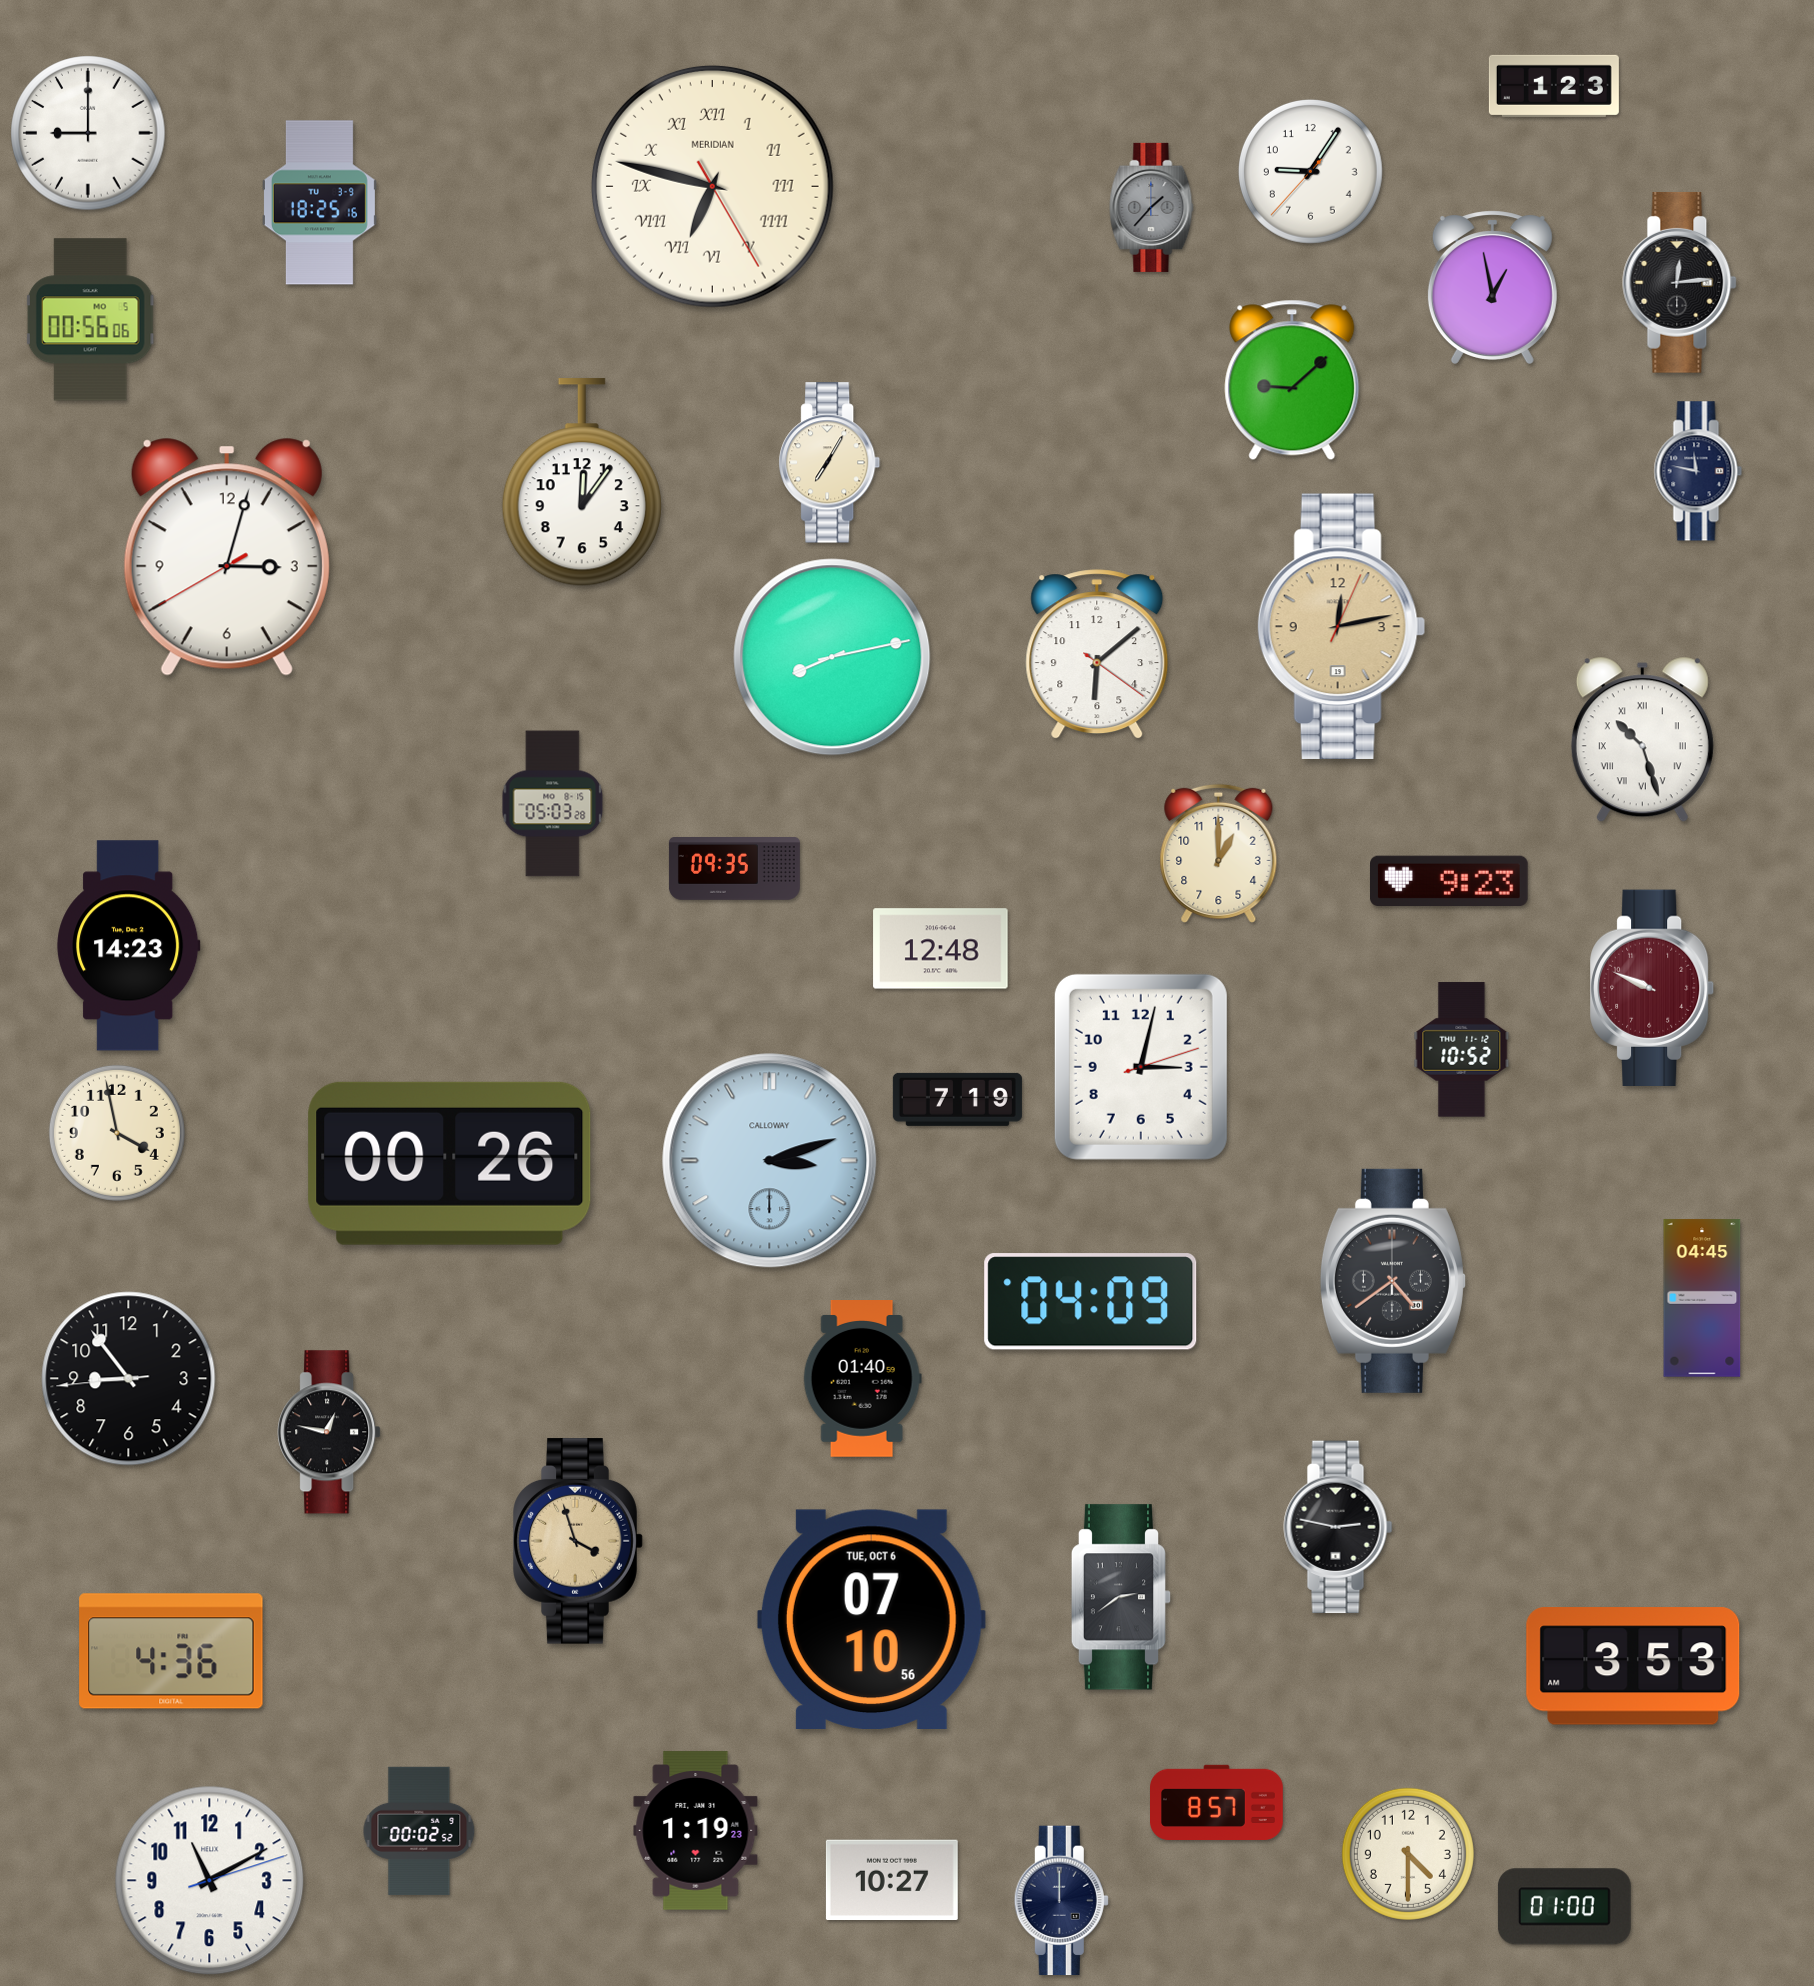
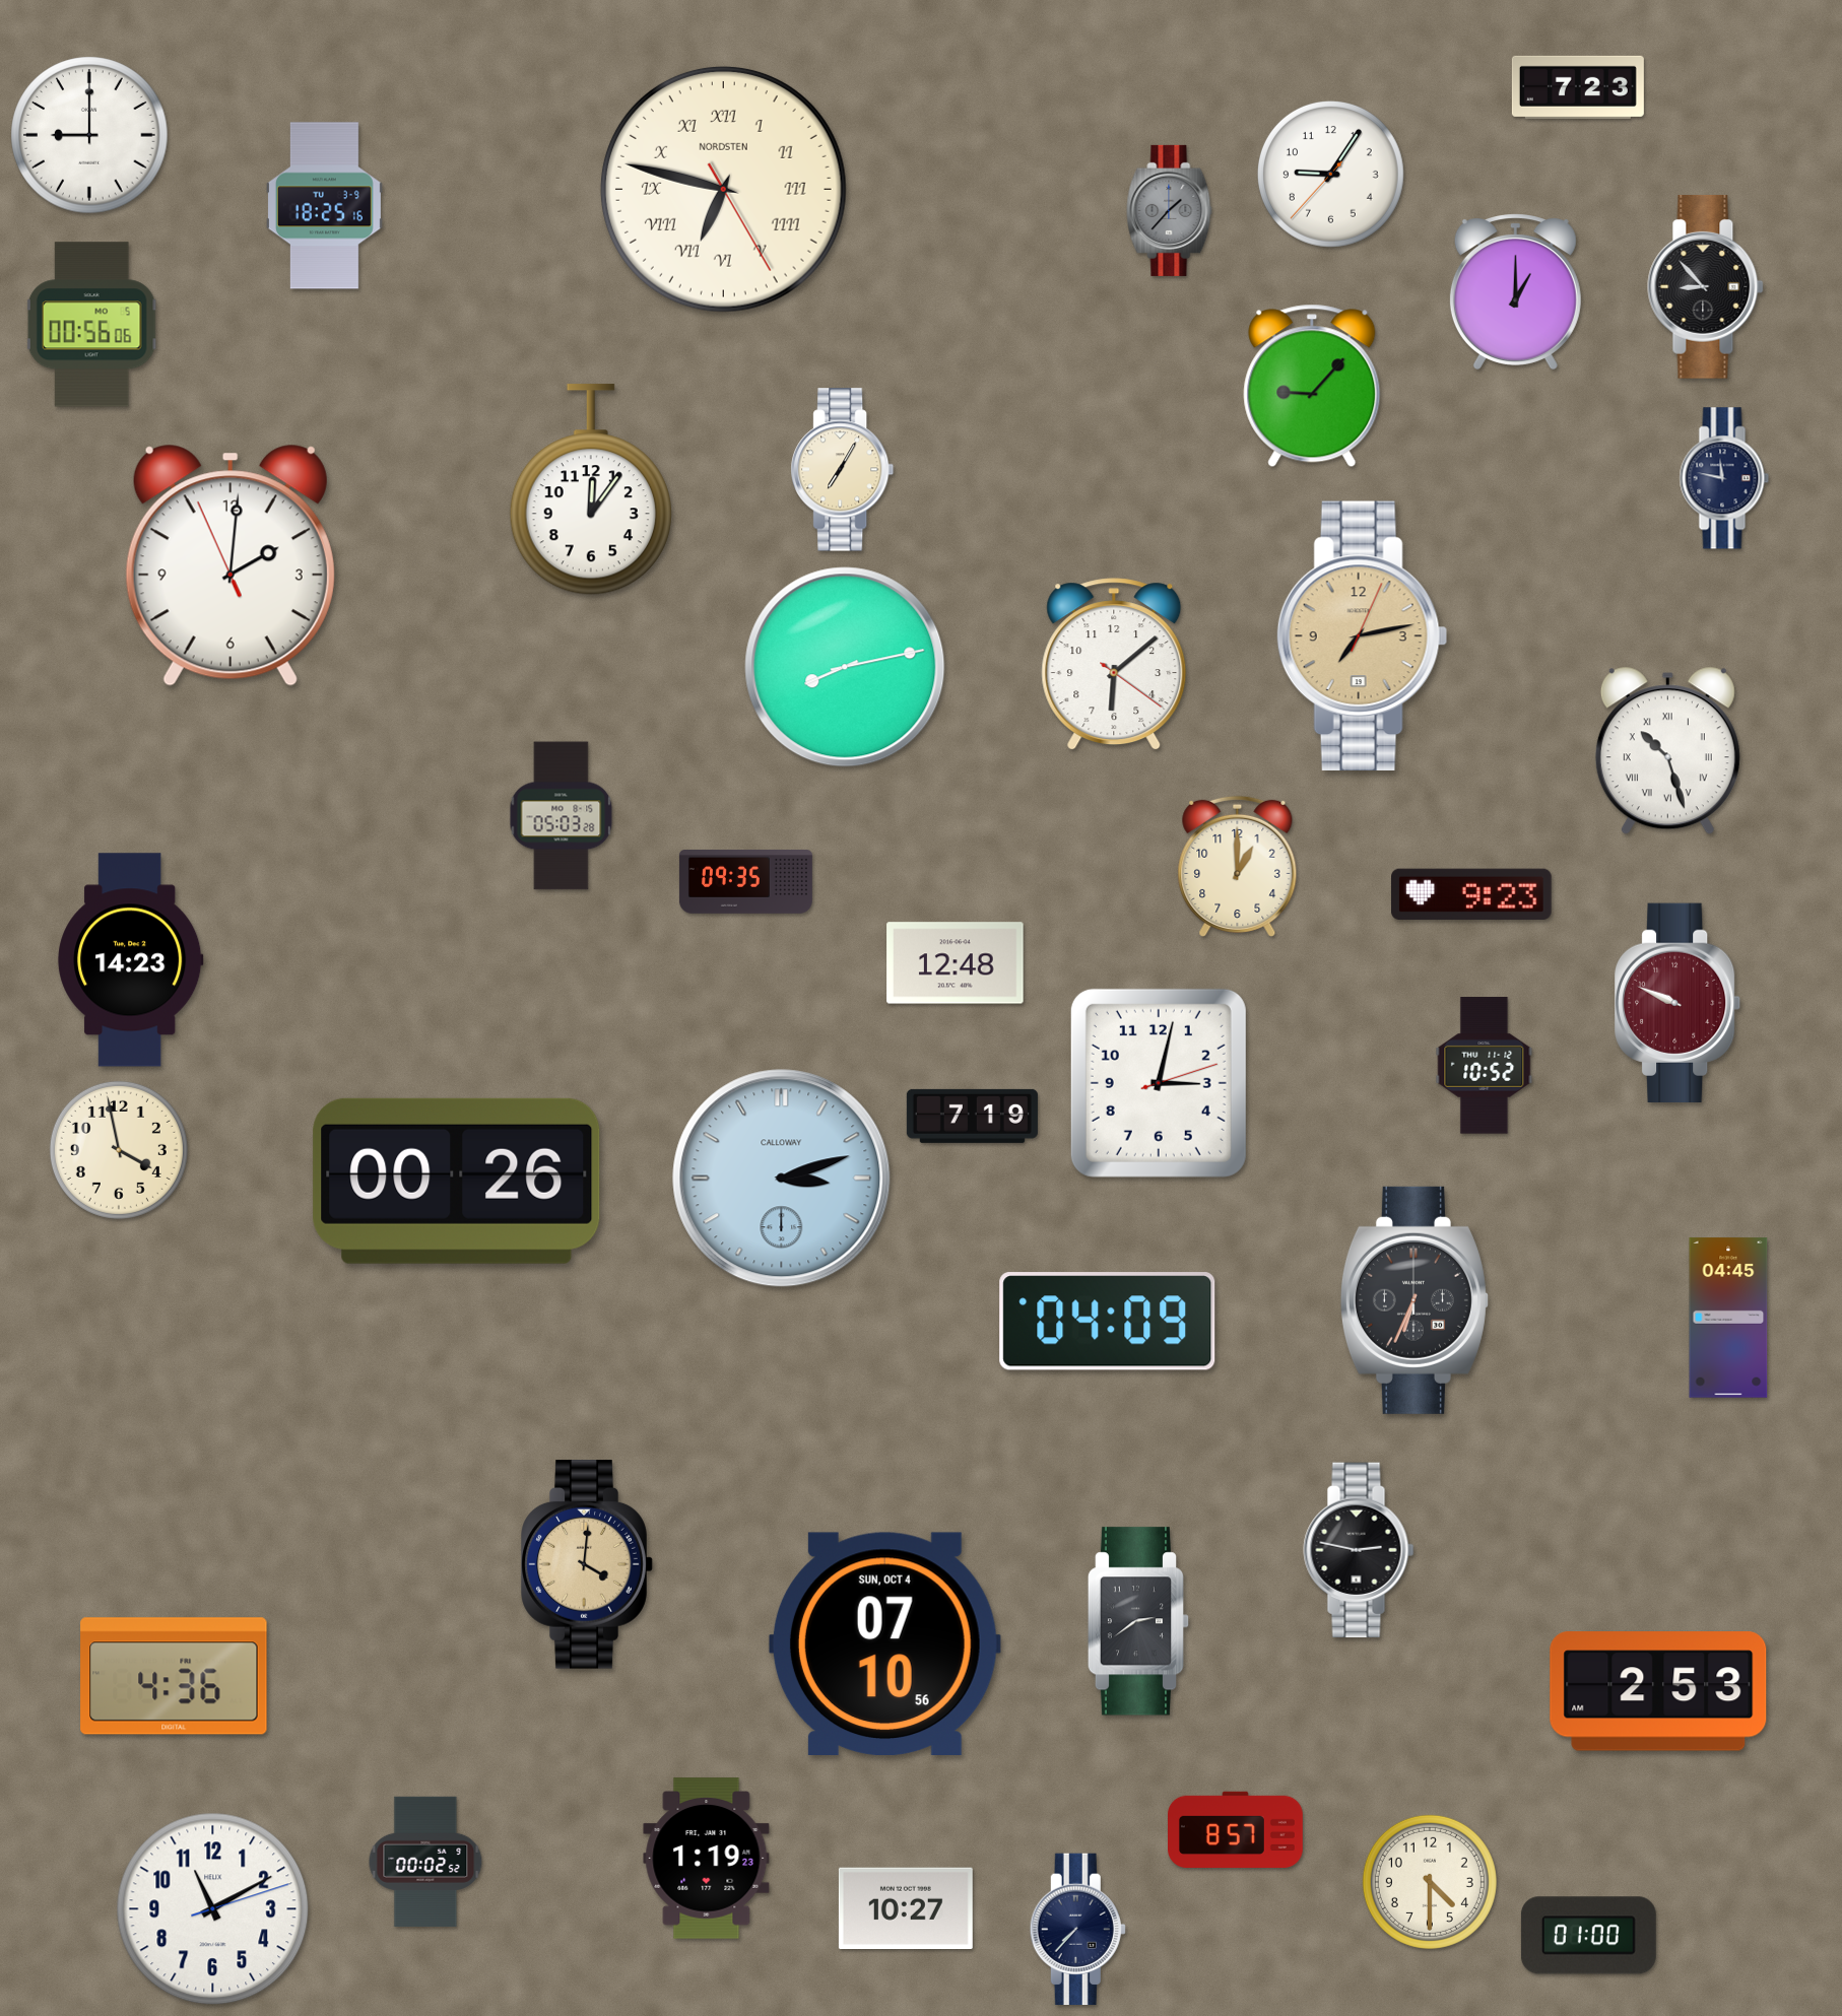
clock at (1554, 86): 1:23 -> 7:23
clock at (712, 186) brand: MERIDIAN -> NORDSTEN
clock at (1680, 282): 12:14 -> 8:53
clock at (1492, 287): 12:58 -> 1:00
clock at (1292, 380): 9:08 -> 9:07
clock at (227, 557): 3:02 -> 2:00
clock at (1341, 626): 12:13 -> 7:13
clock at (1393, 1281): 4:39 -> 6:34
clock at (129, 1379): 8:53 -> none
clock at (862, 1379): 01:40 -> none
clock at (329, 1432): 12:47 -> none
clock at (578, 1542): 3:57 -> 4:01
clock at (871, 1619) date: TUE, OCT 6 -> SUN, OCT 4
clock at (1633, 1666): 3:53 -> 2:53
clock at (419, 1831) position: (419, 1831) -> (425, 1862)
clock at (1061, 1901): 12:00 -> 7:37
